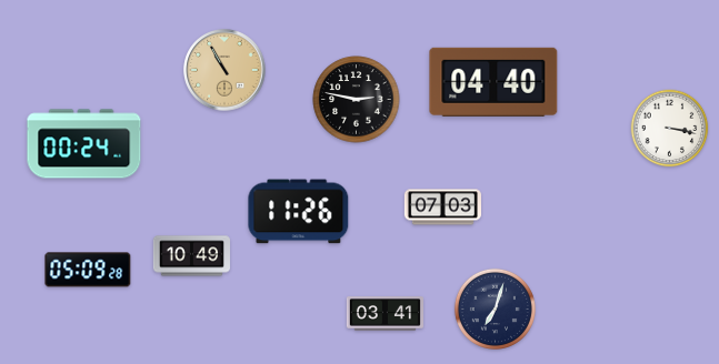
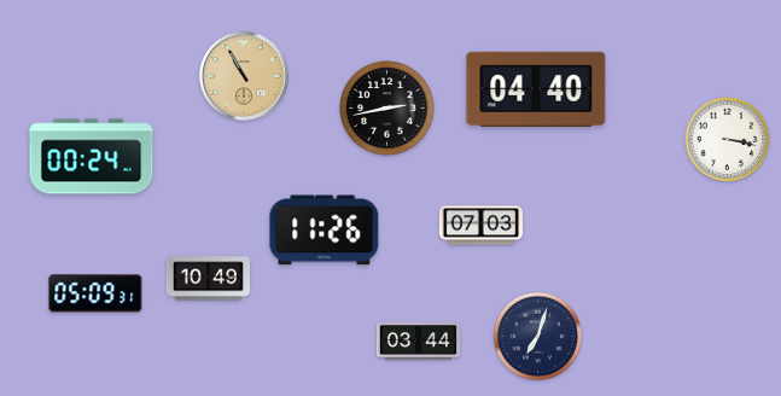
clock at (357, 100): 2:47 -> 2:43
clock at (88, 270): 05:09:28 -> 05:09:31
clock at (385, 314): 03:41 -> 03:44
